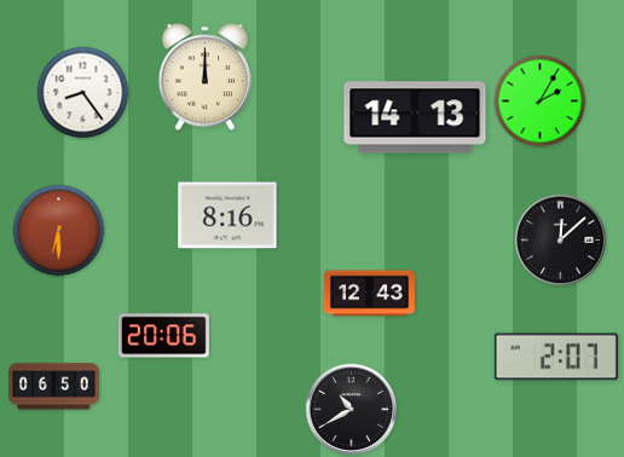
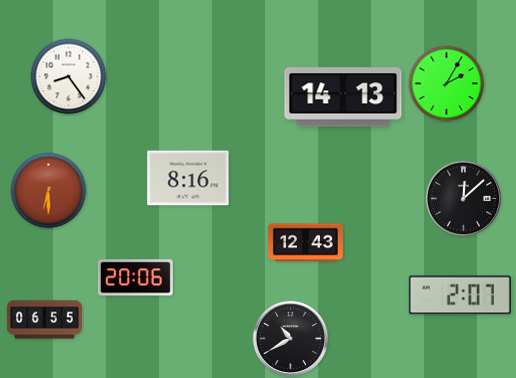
clock at (204, 77): 12:00 -> none
clock at (53, 387): 06:50 -> 06:55
